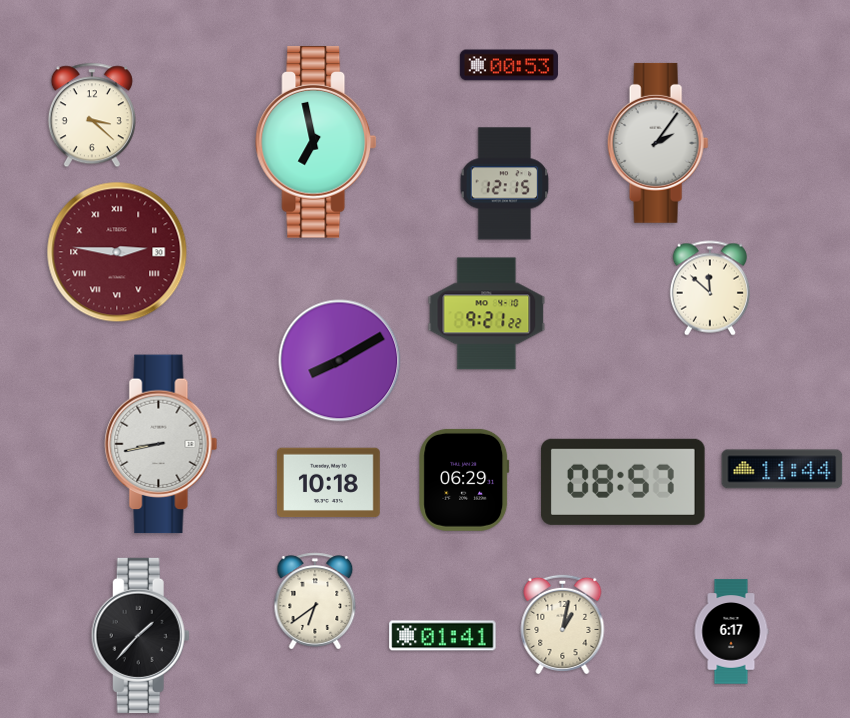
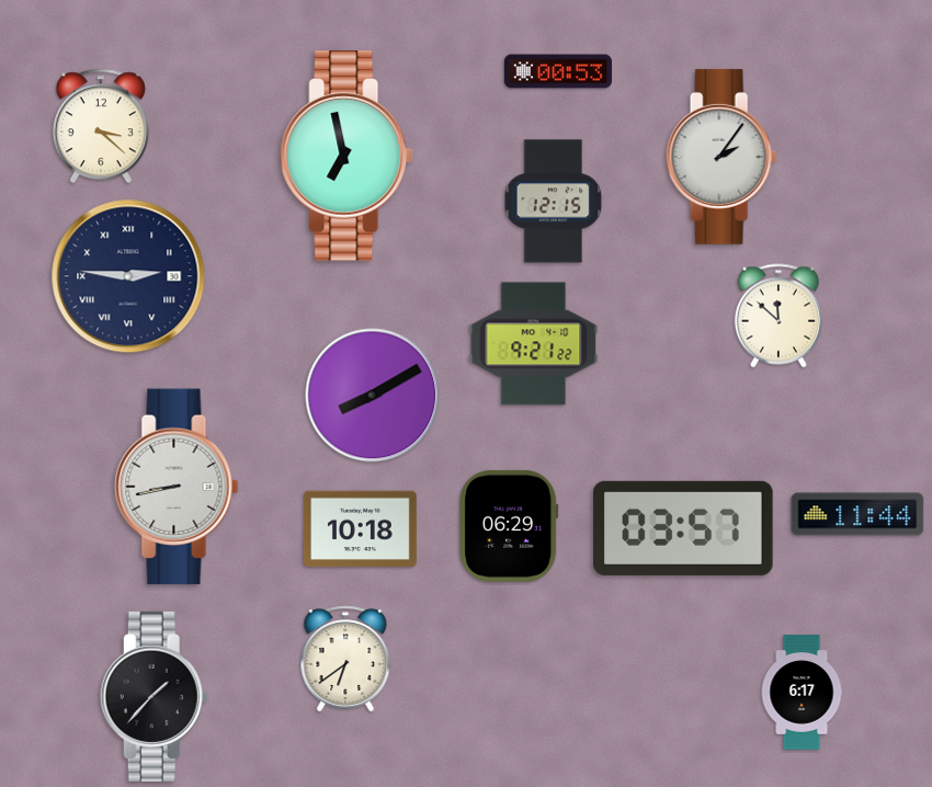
clock at (117, 252) dial: burgundy -> navy
clock at (623, 482): 08:57 -> 03:57
clock at (563, 624): 1:02 -> none
clock at (443, 636): 01:41 -> none
